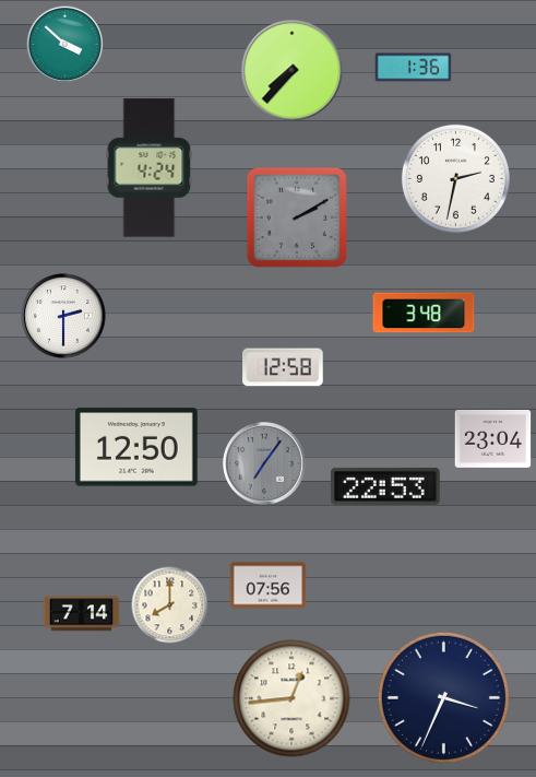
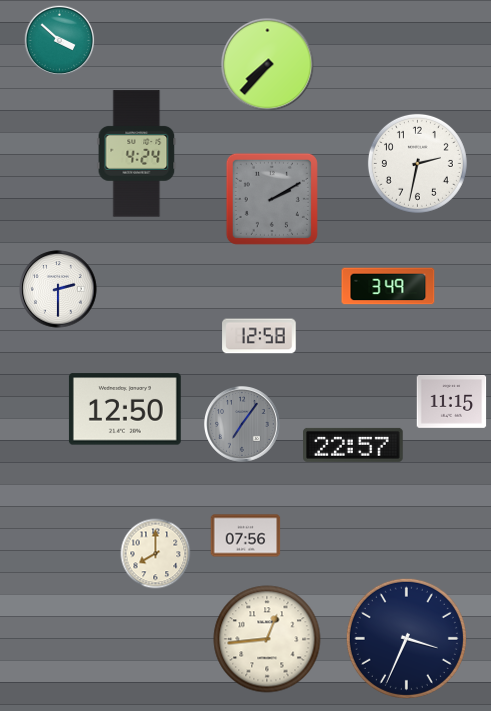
clock at (414, 68): 1:36 -> none
clock at (424, 313): 3:48 -> 3:49
clock at (493, 439): 23:04 -> 11:15
clock at (385, 486): 22:53 -> 22:57
clock at (82, 614): 7:14 -> none
